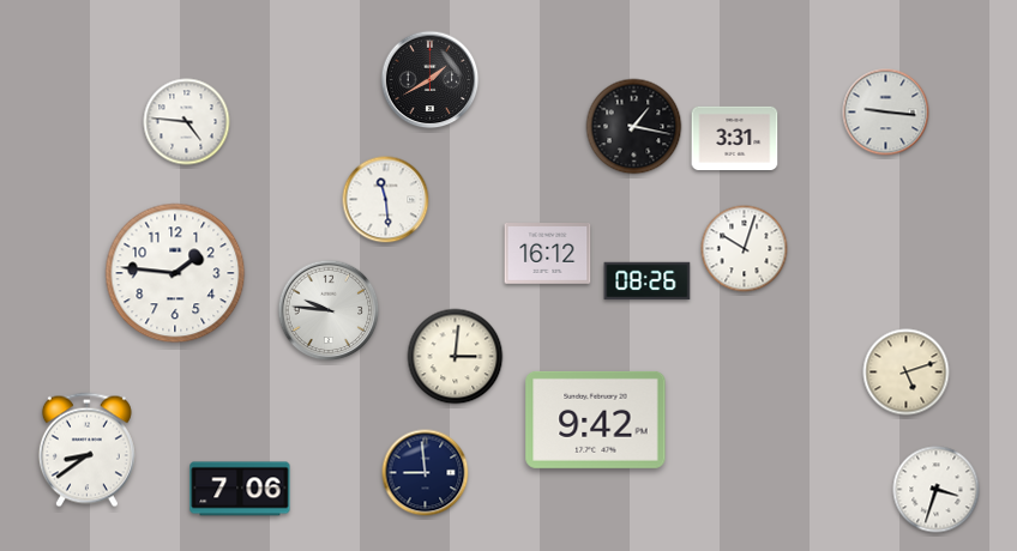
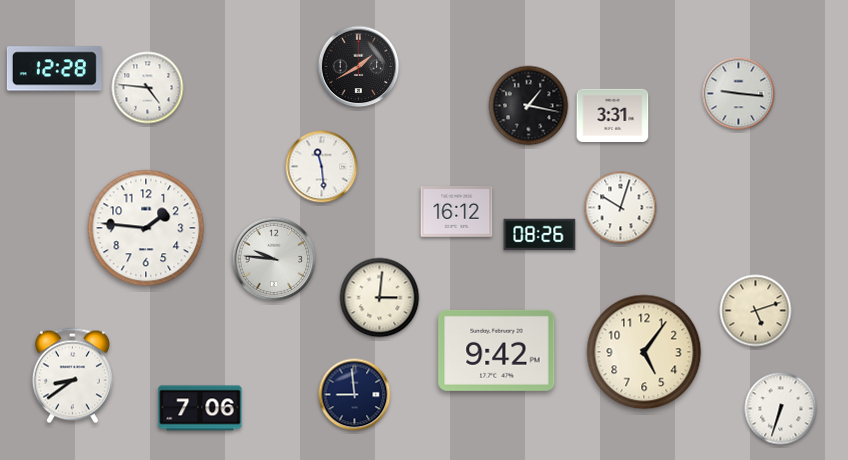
clock at (54, 69): none -> 12:28
clock at (187, 122) position: (187, 122) -> (148, 88)
clock at (644, 352): none -> 5:06
clock at (937, 490): 3:33 -> 6:33
